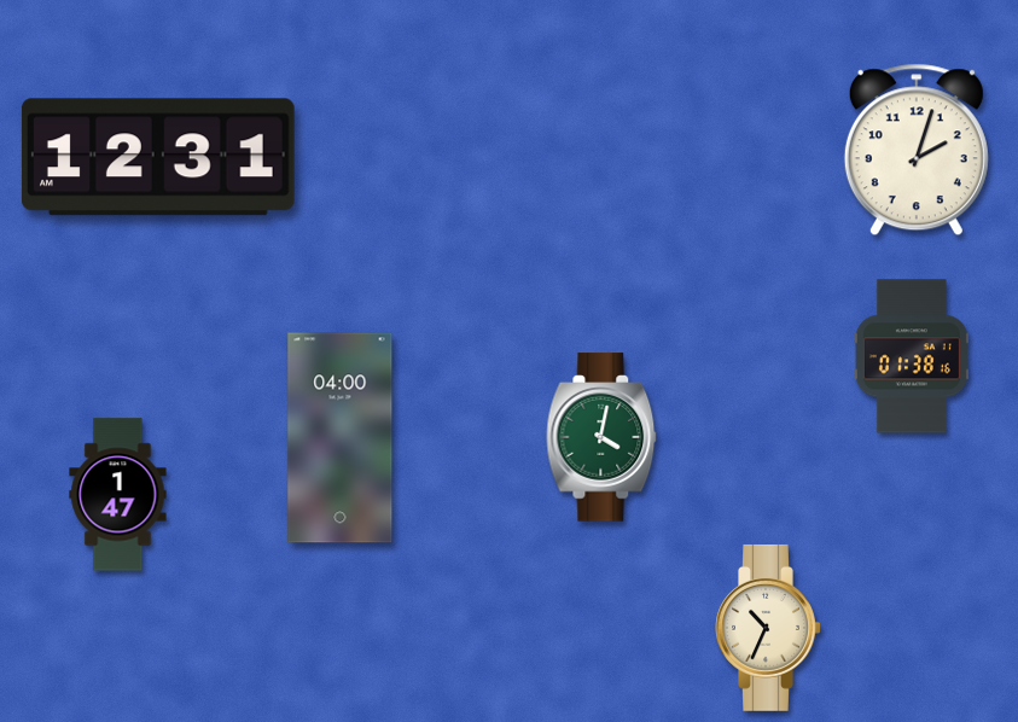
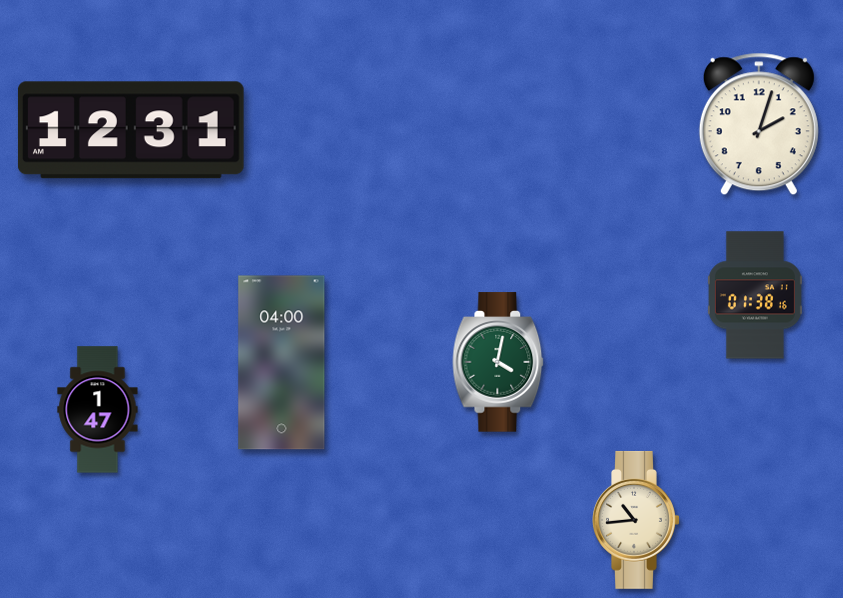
clock at (768, 628): 10:34 -> 10:44
